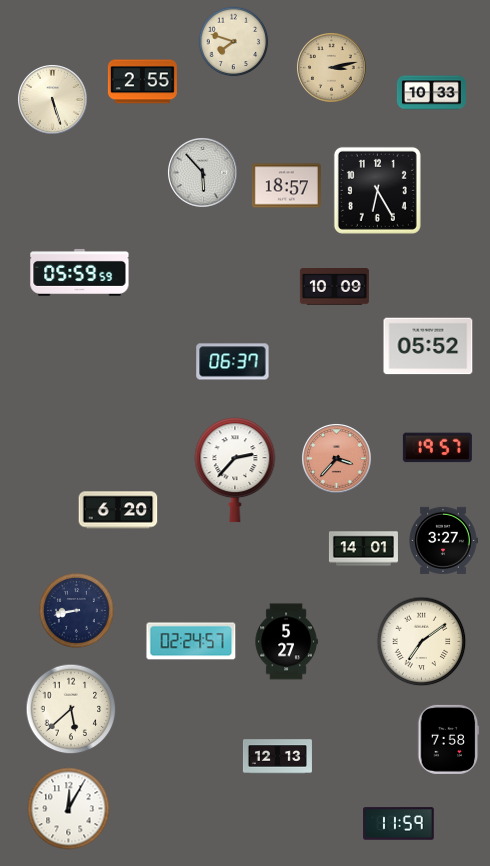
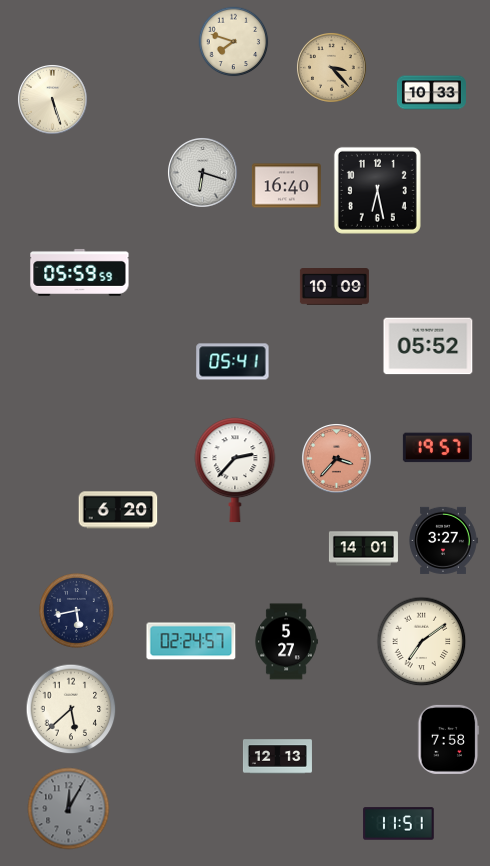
clock at (332, 68): 3:13 -> 3:23
clock at (142, 82): 2:55 -> none
clock at (203, 173): 5:53 -> 6:18
clock at (286, 186): 18:57 -> 16:40
clock at (377, 190): 6:25 -> 6:28
clock at (233, 362): 06:37 -> 05:41
clock at (77, 611): 8:43 -> 5:43
clock at (69, 809) dial: white -> grey
clock at (399, 824): 11:59 -> 11:51
